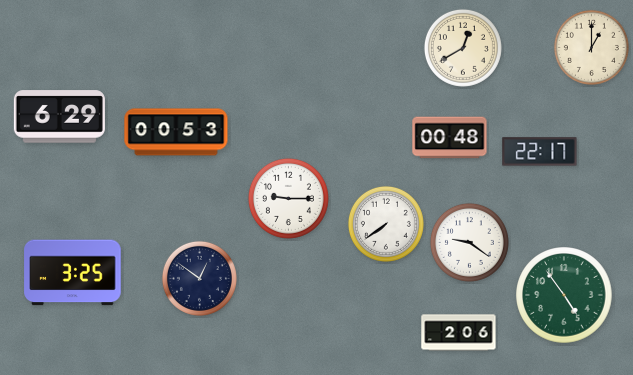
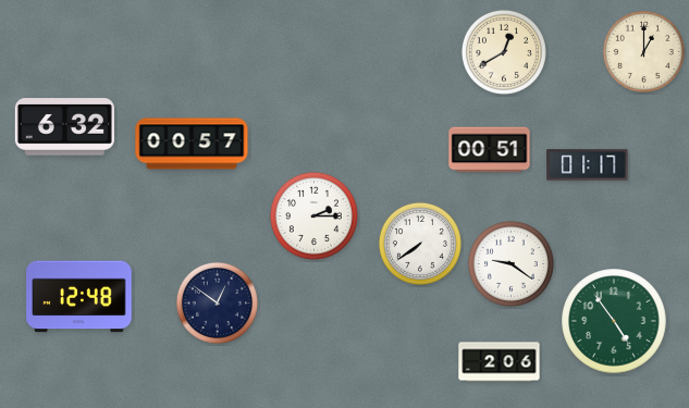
clock at (59, 117): 6:29 -> 6:32
clock at (176, 132): 00:53 -> 00:57
clock at (450, 138): 00:48 -> 00:51
clock at (540, 152): 22:17 -> 01:17
clock at (288, 198): 9:15 -> 2:15
clock at (73, 273): 3:25 -> 12:48
